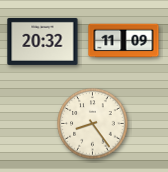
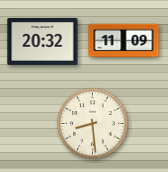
clock at (93, 124): 8:24 -> 8:29
